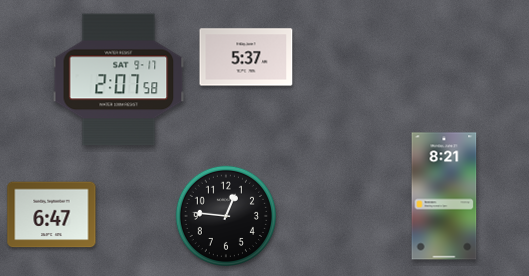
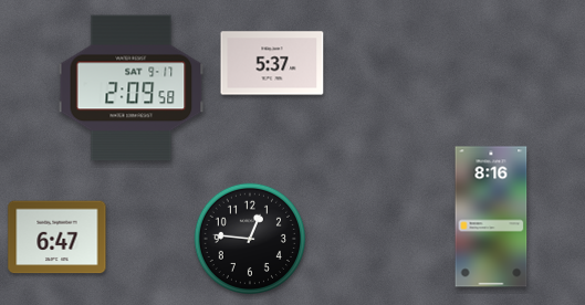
clock at (119, 80): 2:07 -> 2:09
clock at (444, 196): 8:21 -> 8:16
